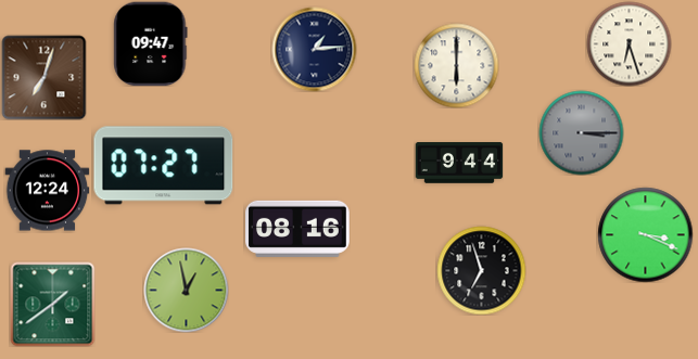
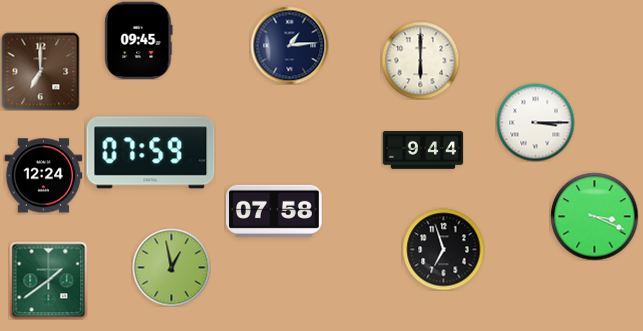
clock at (151, 43): 09:47 -> 09:45
clock at (629, 43): 6:27 -> none
clock at (43, 77): 7:03 -> 7:00
clock at (581, 132) dial: grey -> white
clock at (164, 166): 07:27 -> 07:59
clock at (299, 229): 08:16 -> 07:58
